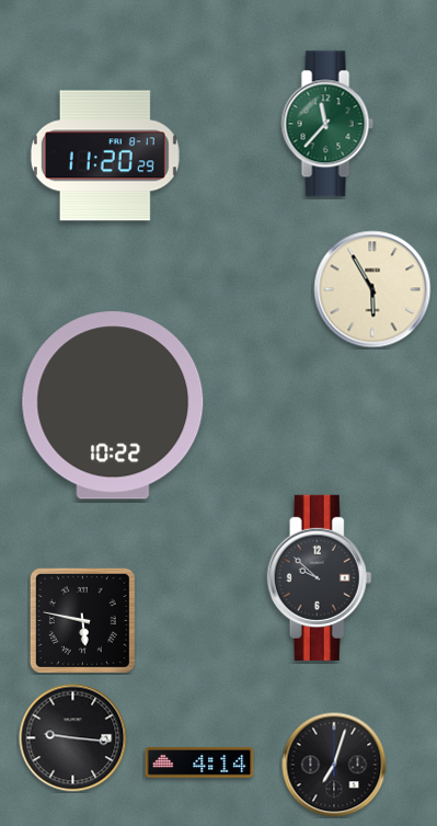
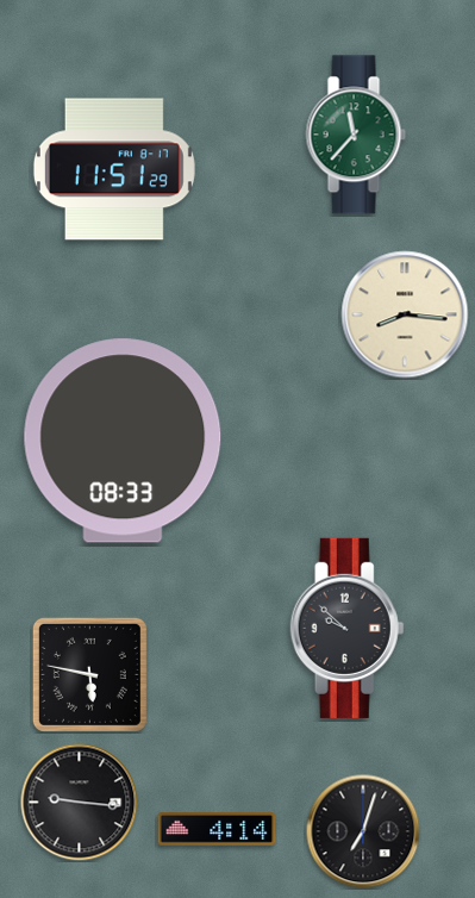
clock at (105, 156): 11:20 -> 11:51
clock at (372, 289): 5:55 -> 8:16
clock at (113, 405): 10:22 -> 08:33
